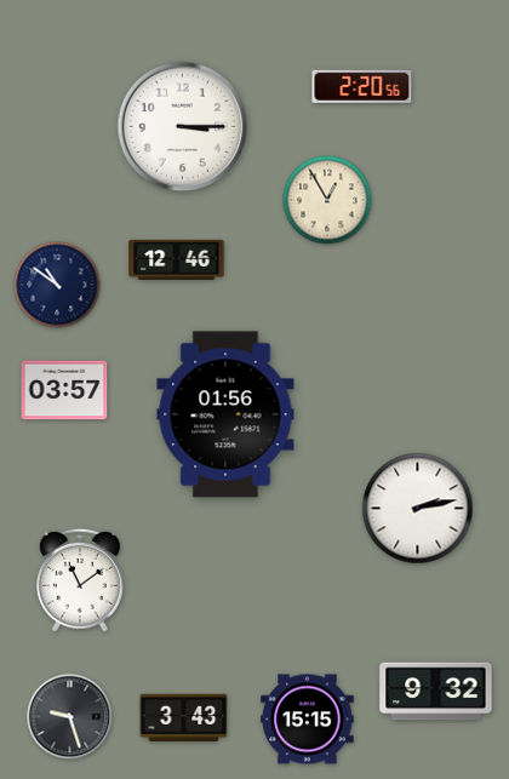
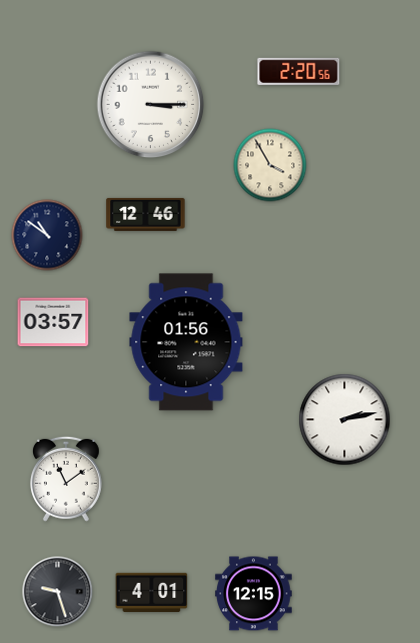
clock at (327, 200): 12:55 -> 3:55
clock at (436, 692): 9:32 -> none
clock at (184, 717): 3:43 -> 4:01
clock at (308, 720): 15:15 -> 12:15
